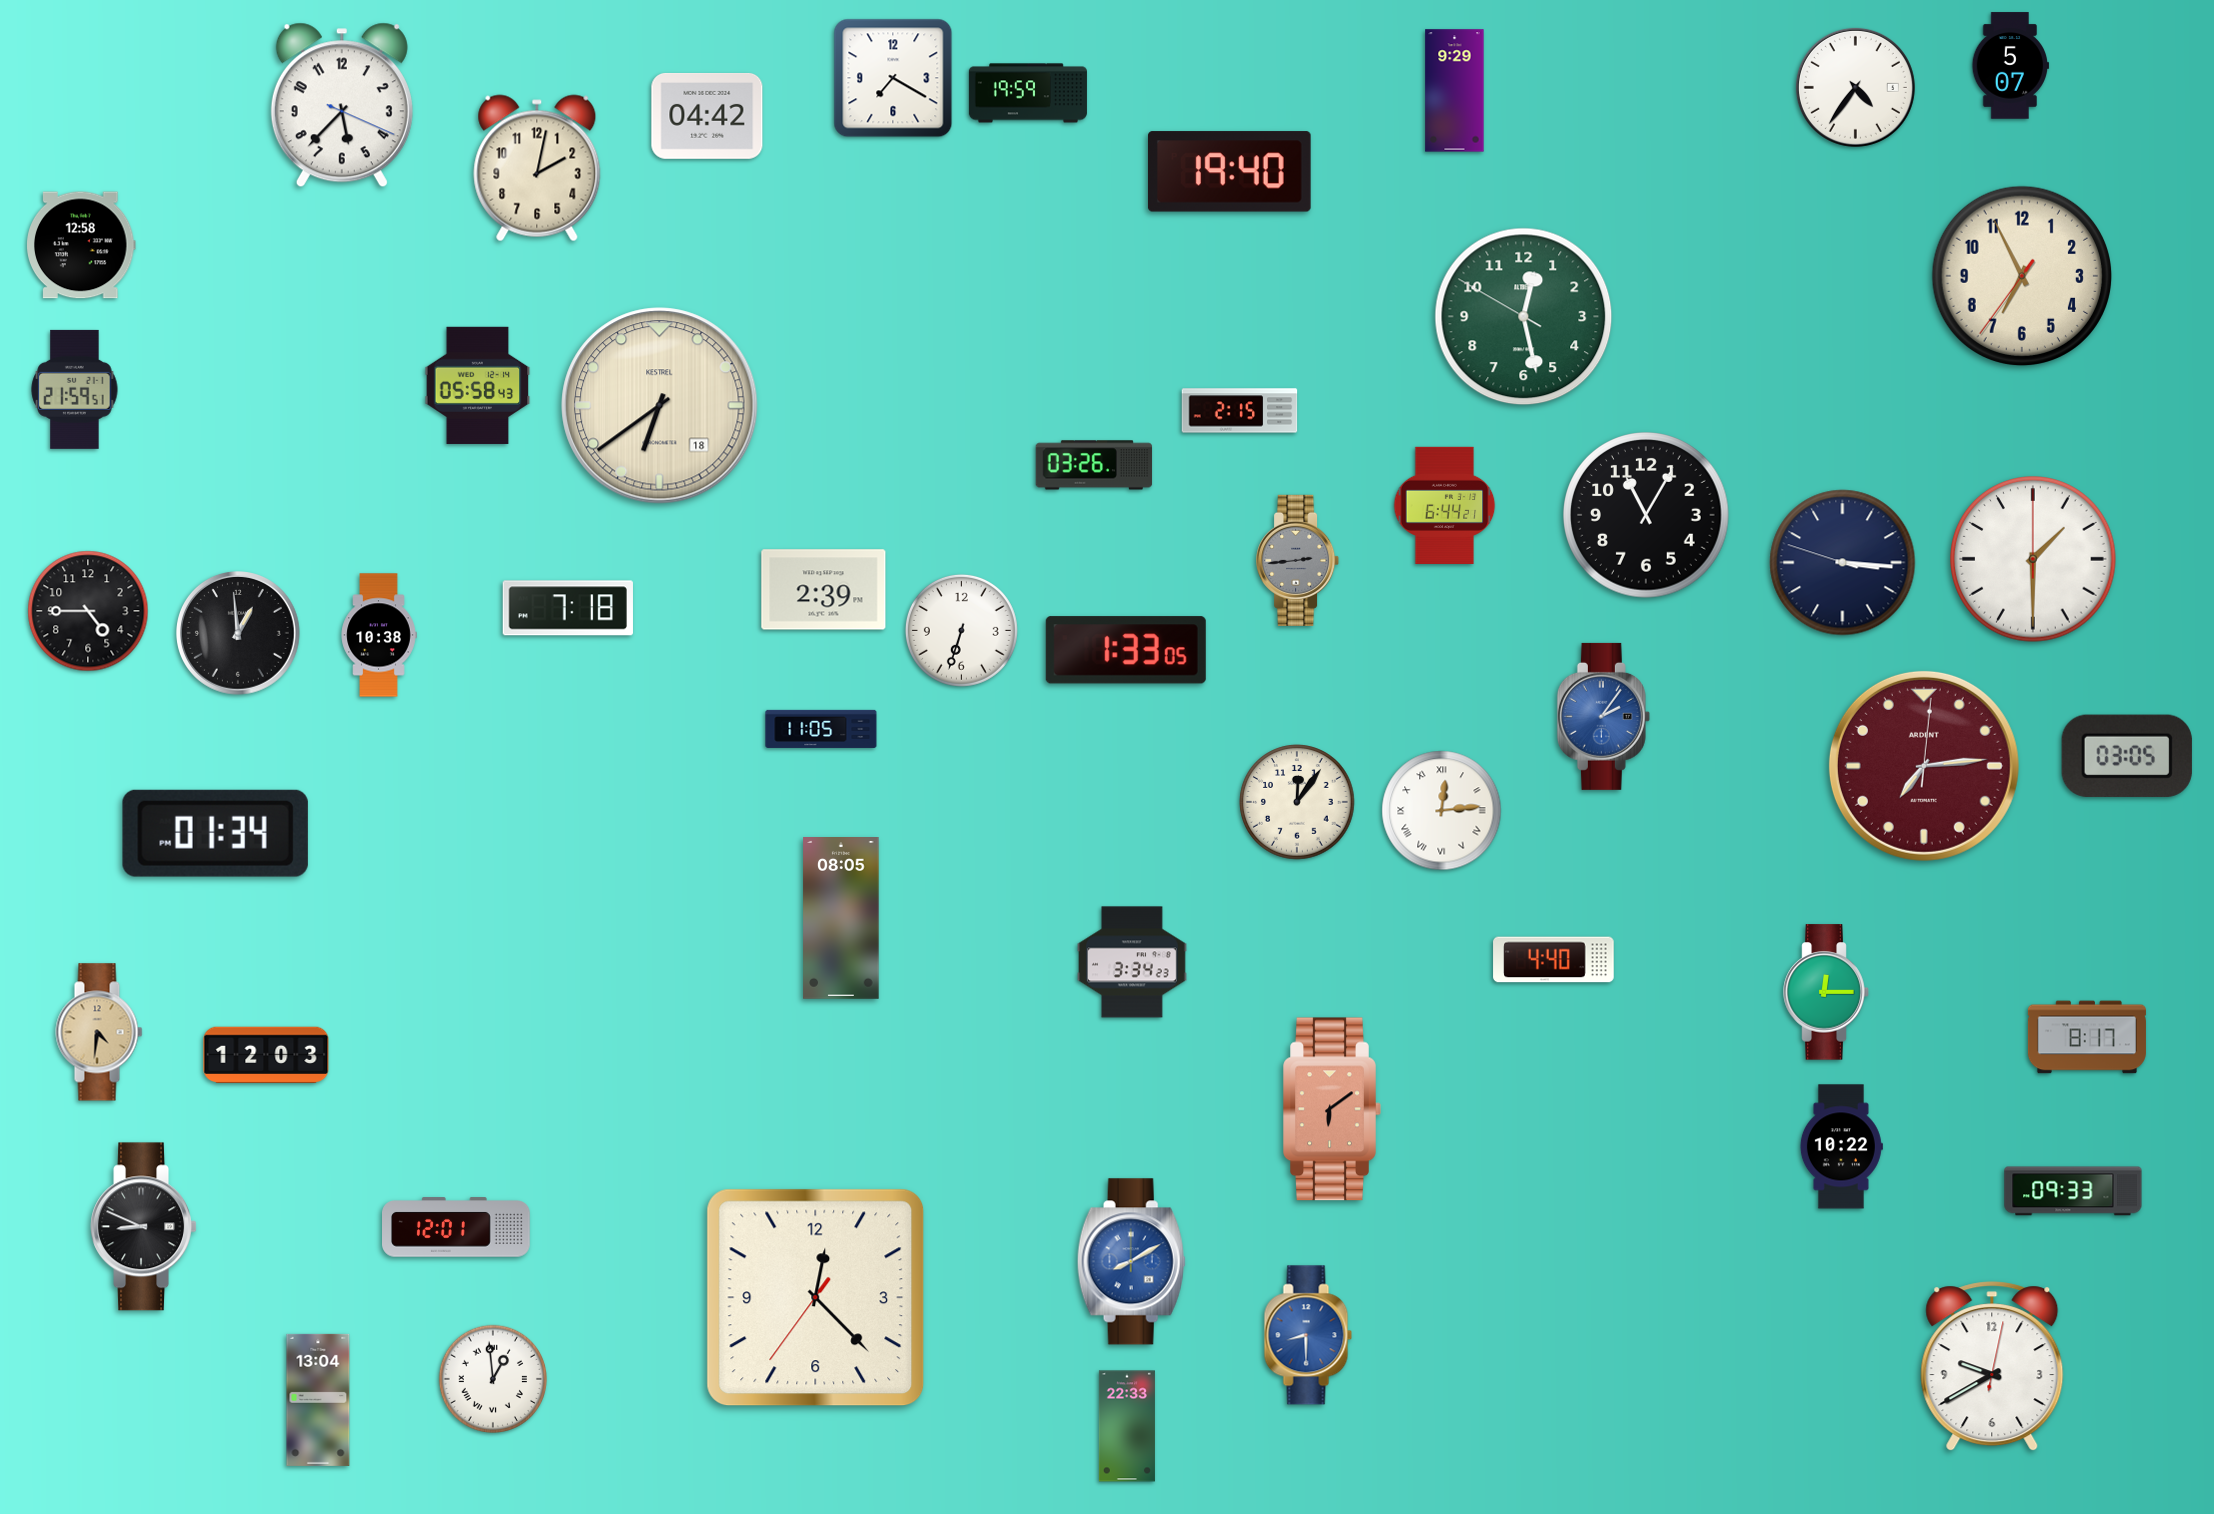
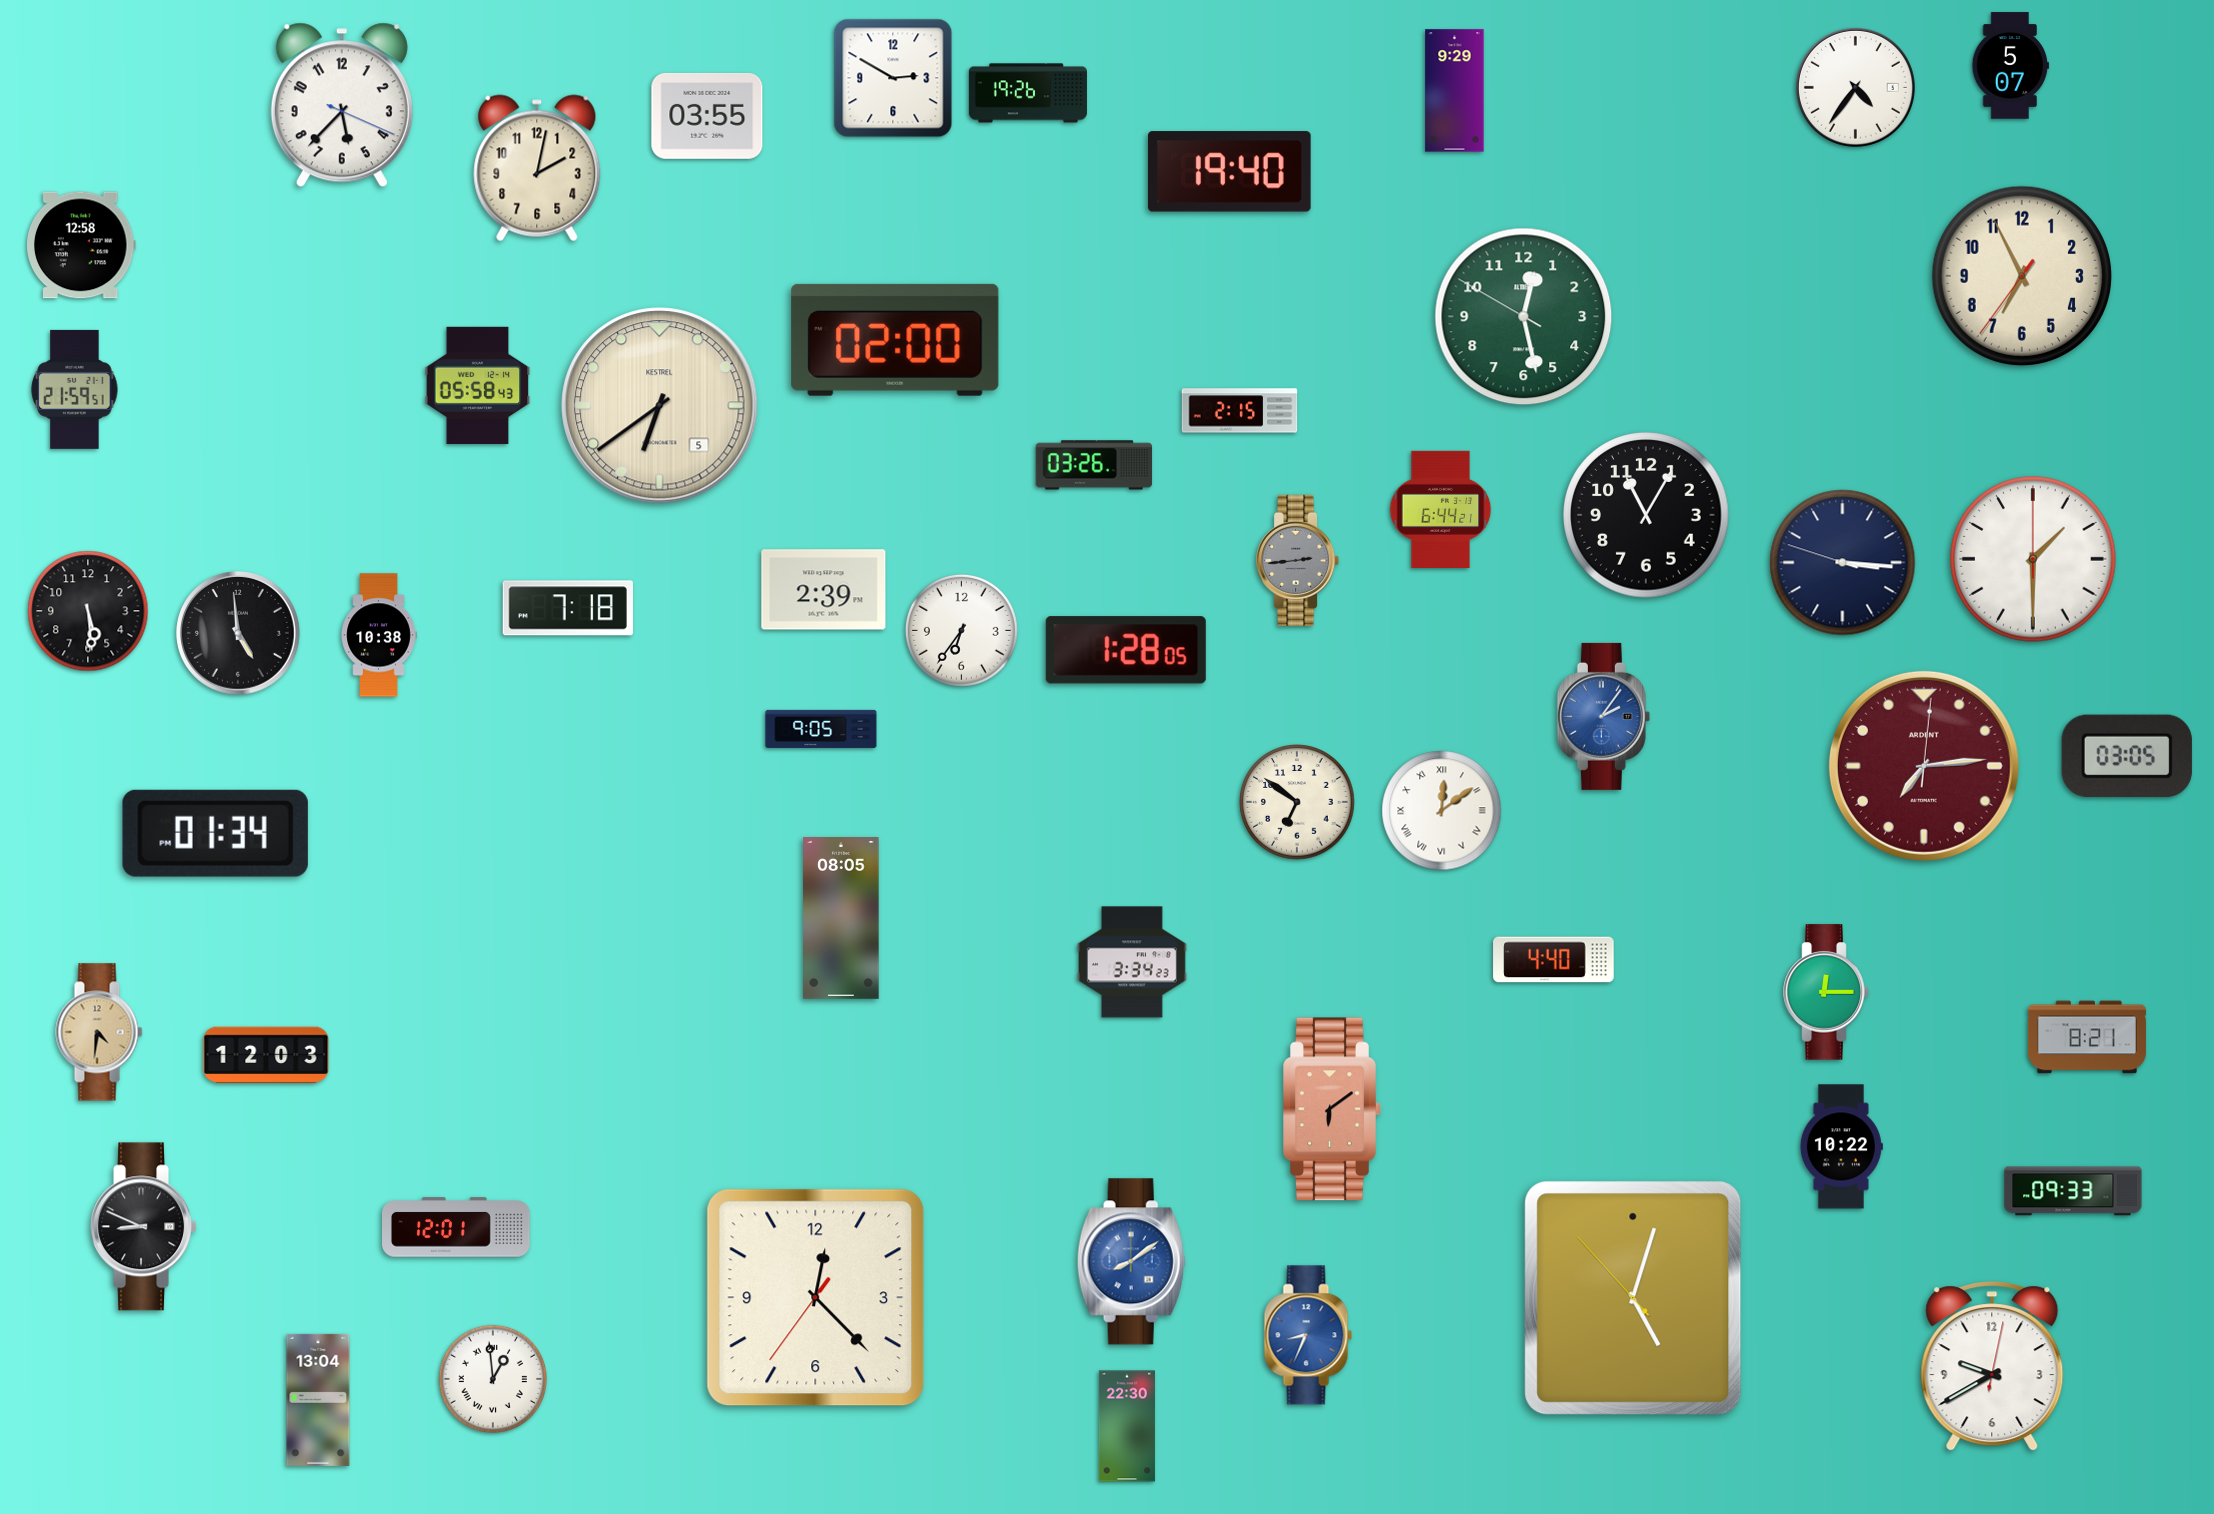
clock at (893, 78): 7:20 -> 2:50
clock at (1028, 93): 19:59 -> 19:26
clock at (707, 116): 04:42 -> 03:55
clock at (895, 340): none -> 02:00
clock at (660, 406) date: 18 -> 5
clock at (1445, 505) position: (1445, 505) -> (1441, 509)
clock at (88, 611): 4:45 -> 5:29
clock at (961, 630): 6:33 -> 6:36
clock at (239, 634): 12:59 -> 4:59
clock at (1126, 650): 1:33 -> 1:28
clock at (821, 729): 11:05 -> 9:05
clock at (1297, 802): 12:06 -> 6:51
clock at (1442, 811): 12:14 -> 12:09
clock at (2087, 1037): 8:17 -> 8:21
clock at (1131, 1262): 8:10 -> 8:09
clock at (1633, 1298): none -> 5:02
clock at (1308, 1335): 8:30 -> 8:34
clock at (1127, 1426): 22:33 -> 22:30
